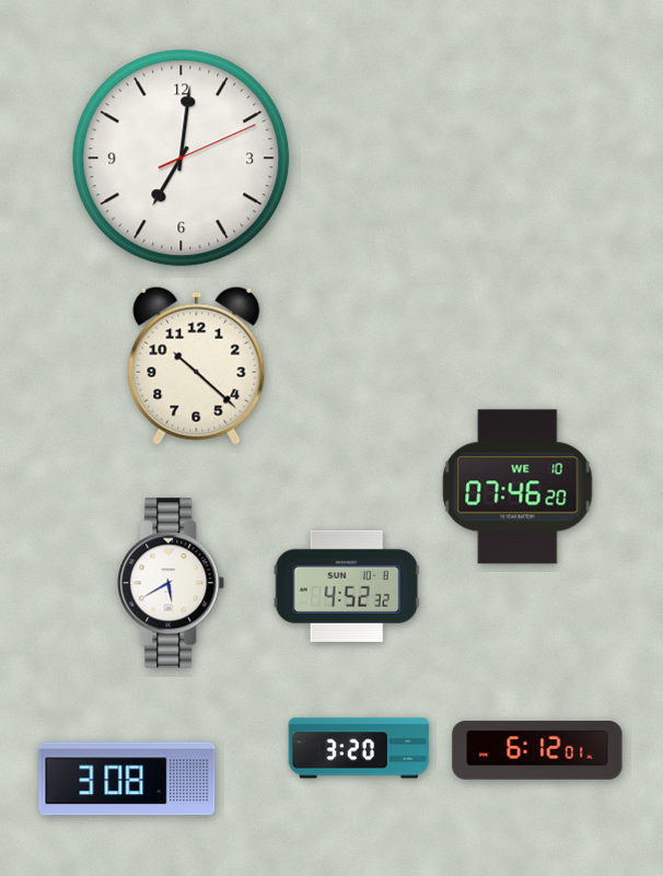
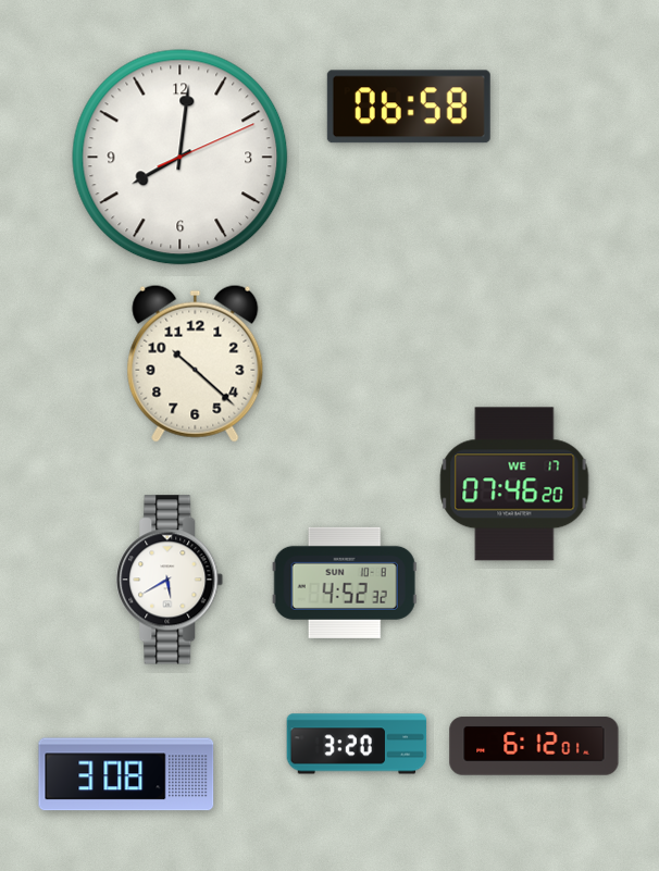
clock at (409, 107): none -> 06:58
clock at (182, 159): 7:01 -> 8:01
clock at (517, 487) date: WE 10 -> WE 17
